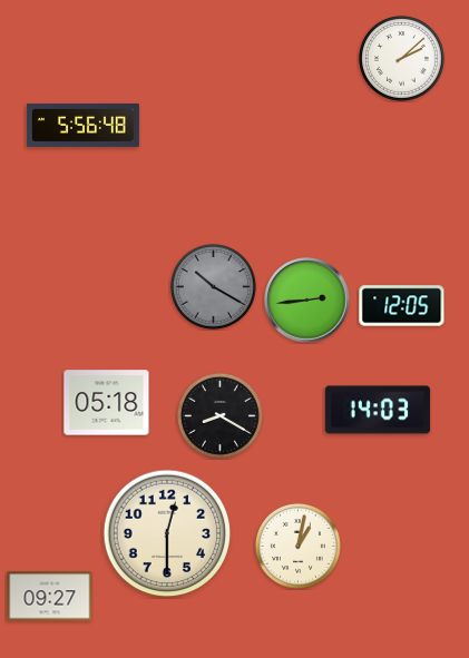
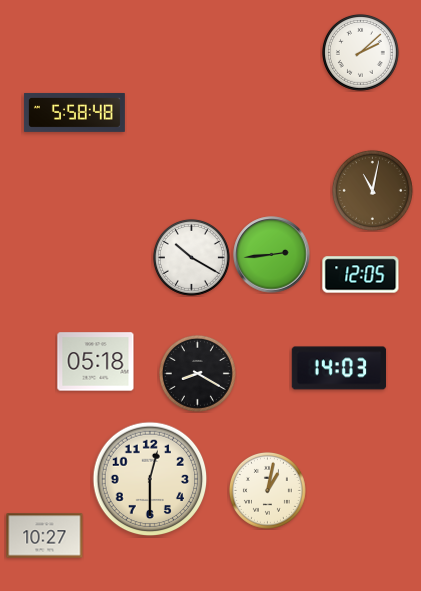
clock at (82, 125): 5:56 -> 5:58
clock at (372, 190): none -> 11:02
clock at (213, 286) dial: grey -> white
clock at (307, 301) position: (307, 301) -> (272, 255)
clock at (50, 597): 09:27 -> 10:27
